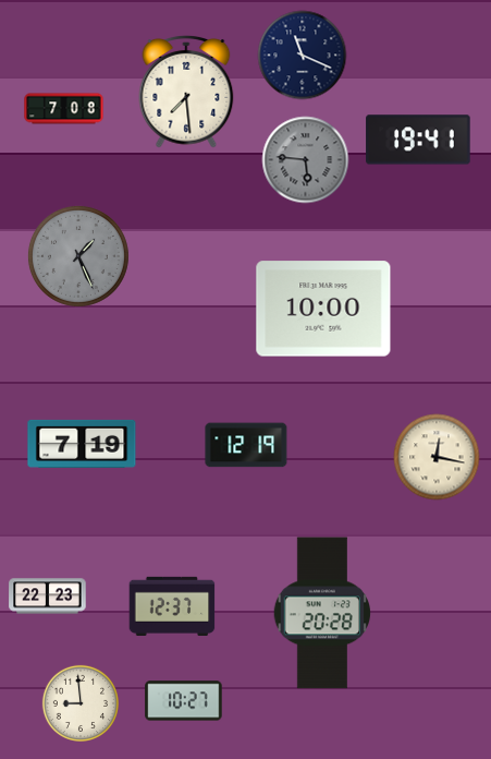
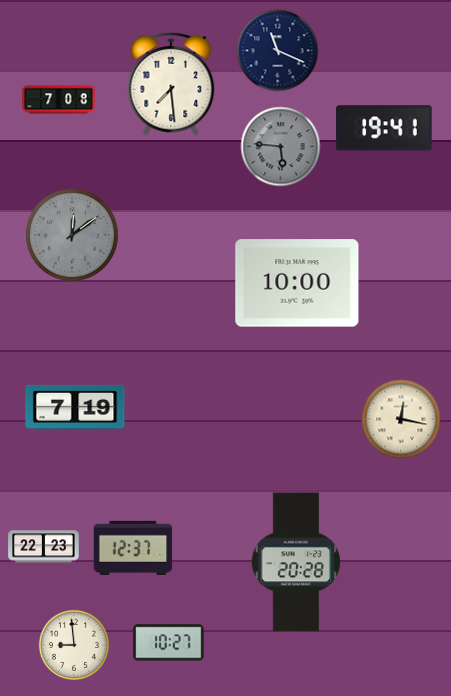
clock at (78, 256): 1:26 -> 12:09
clock at (246, 445): 12:19 -> none
clock at (172, 606) position: (172, 606) -> (133, 548)
